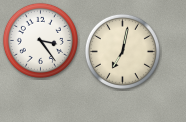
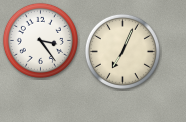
clock at (122, 51): 7:02 -> 7:04
